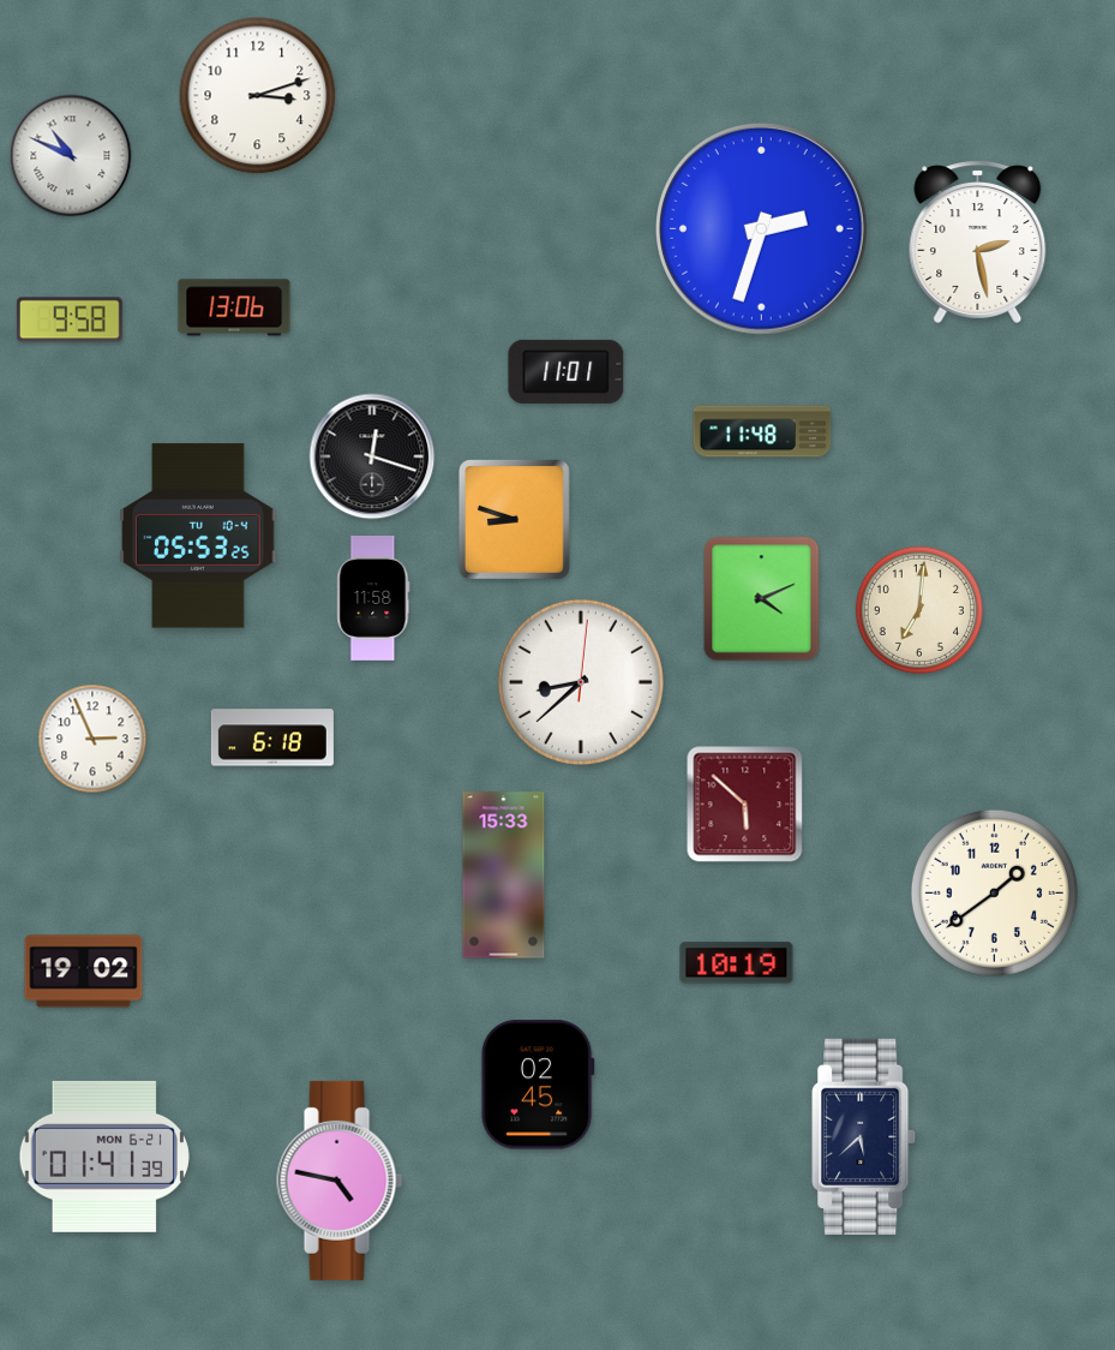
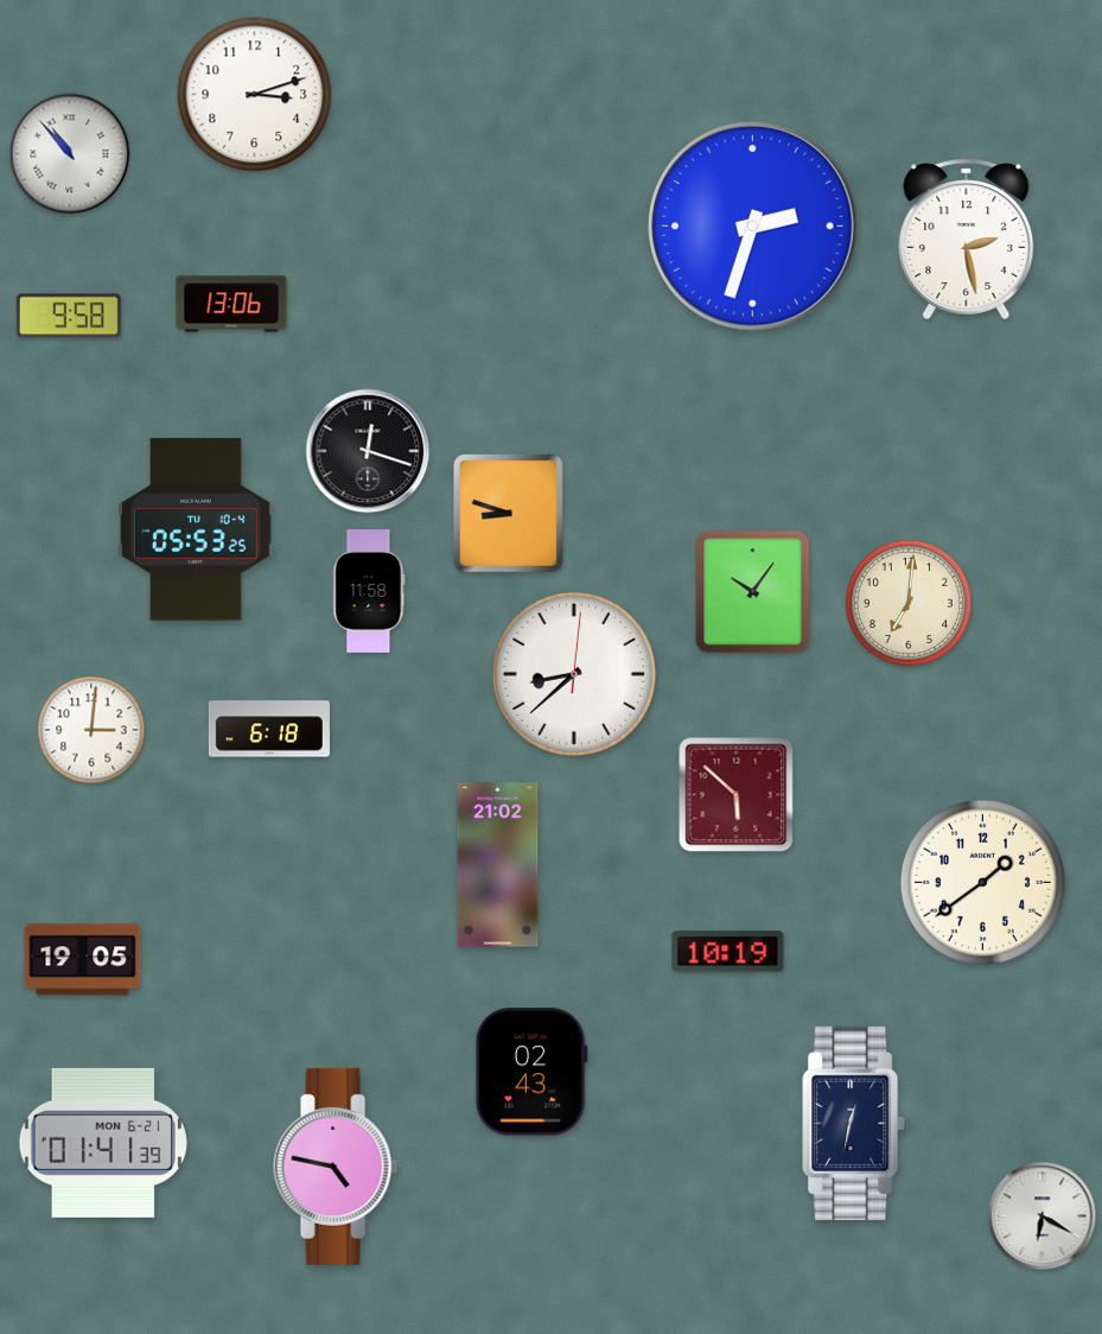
clock at (71, 156): 10:49 -> 10:53
clock at (567, 371): 11:01 -> none
clock at (762, 431): 11:48 -> none
clock at (762, 599): 4:11 -> 10:06
clock at (92, 739): 2:56 -> 3:01
clock at (504, 876): 15:33 -> 21:02
clock at (84, 972): 19:02 -> 19:05
clock at (538, 1085): 02:45 -> 02:43
clock at (864, 1136): 5:38 -> 12:32
clock at (1043, 1217): none -> 6:20
